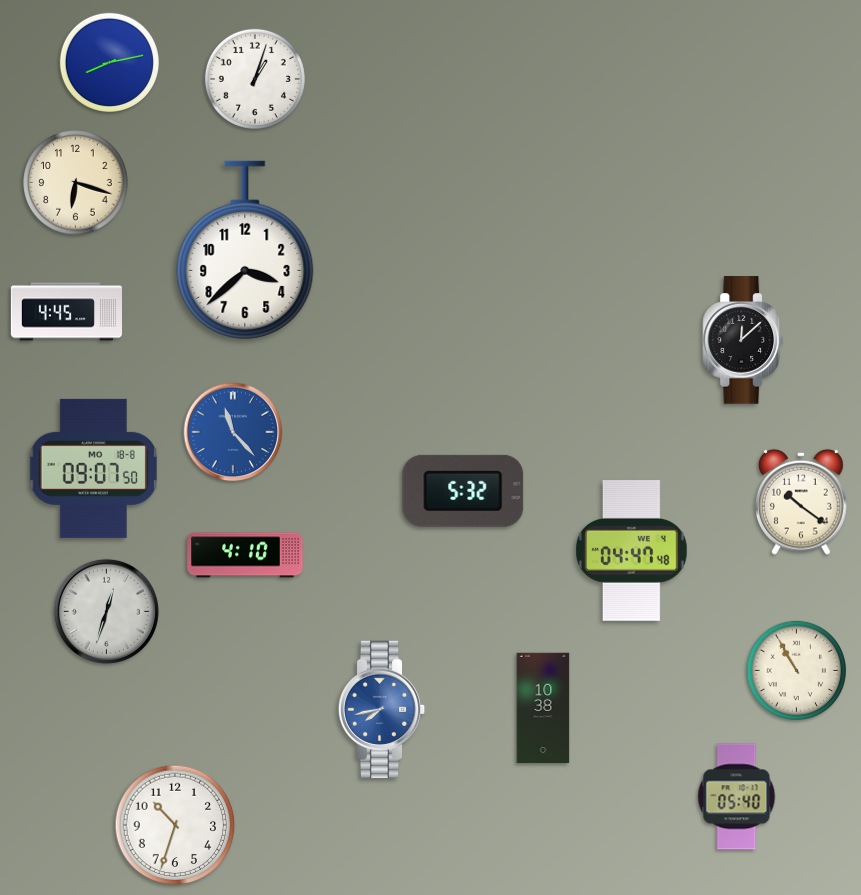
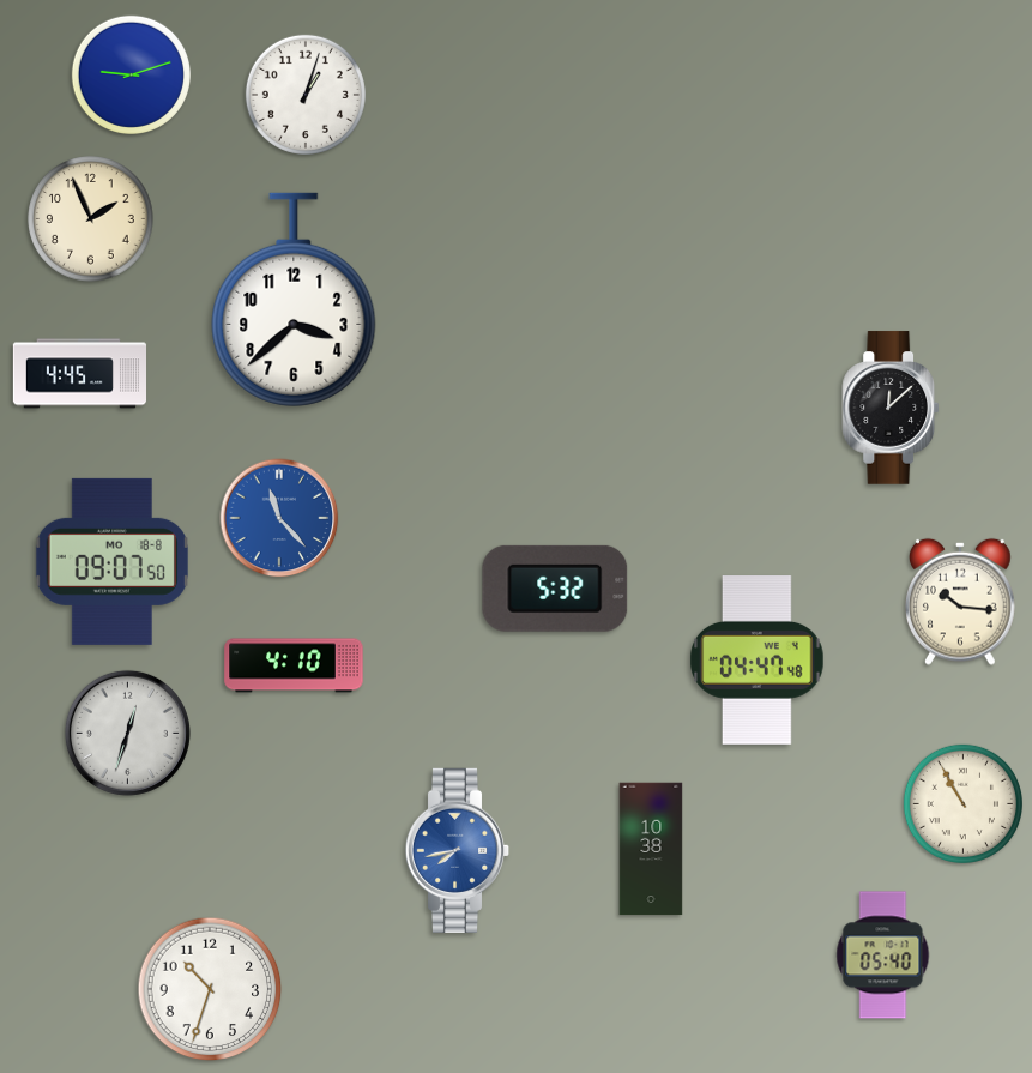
clock at (109, 62): 8:13 -> 9:12
clock at (76, 183): 6:18 -> 1:56
clock at (802, 502): 10:21 -> 10:16
clock at (796, 670) position: (796, 670) -> (962, 803)
